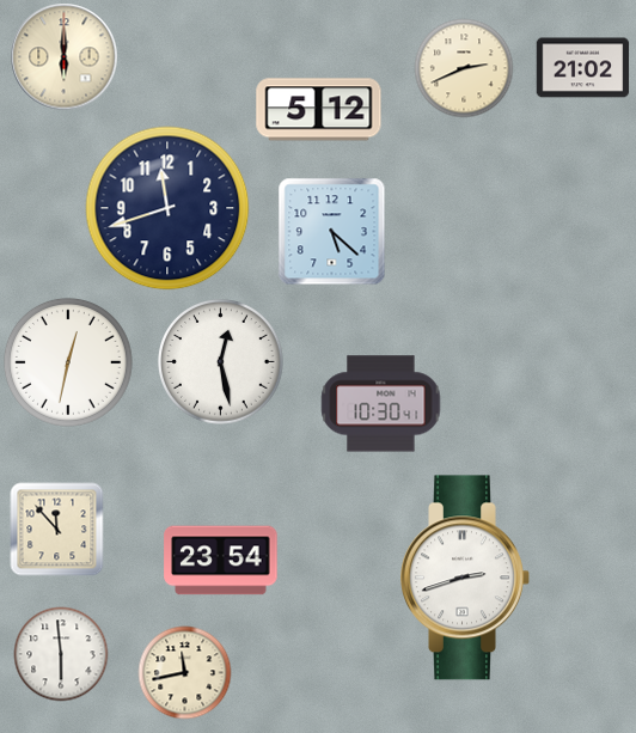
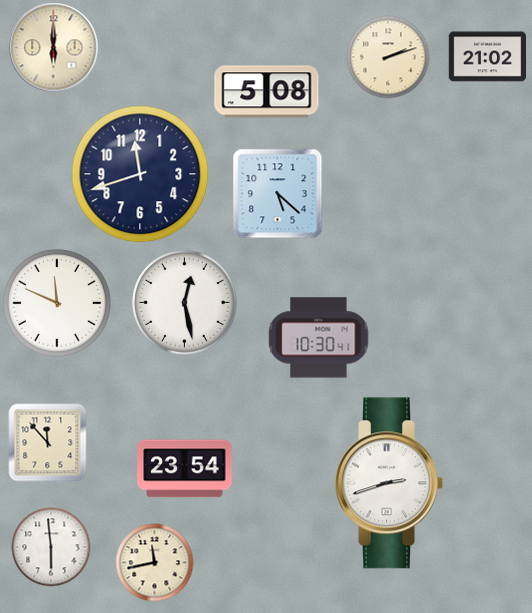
clock at (464, 68): 2:41 -> 2:12
clock at (319, 110): 5:12 -> 5:08
clock at (68, 362): 12:32 -> 11:49
